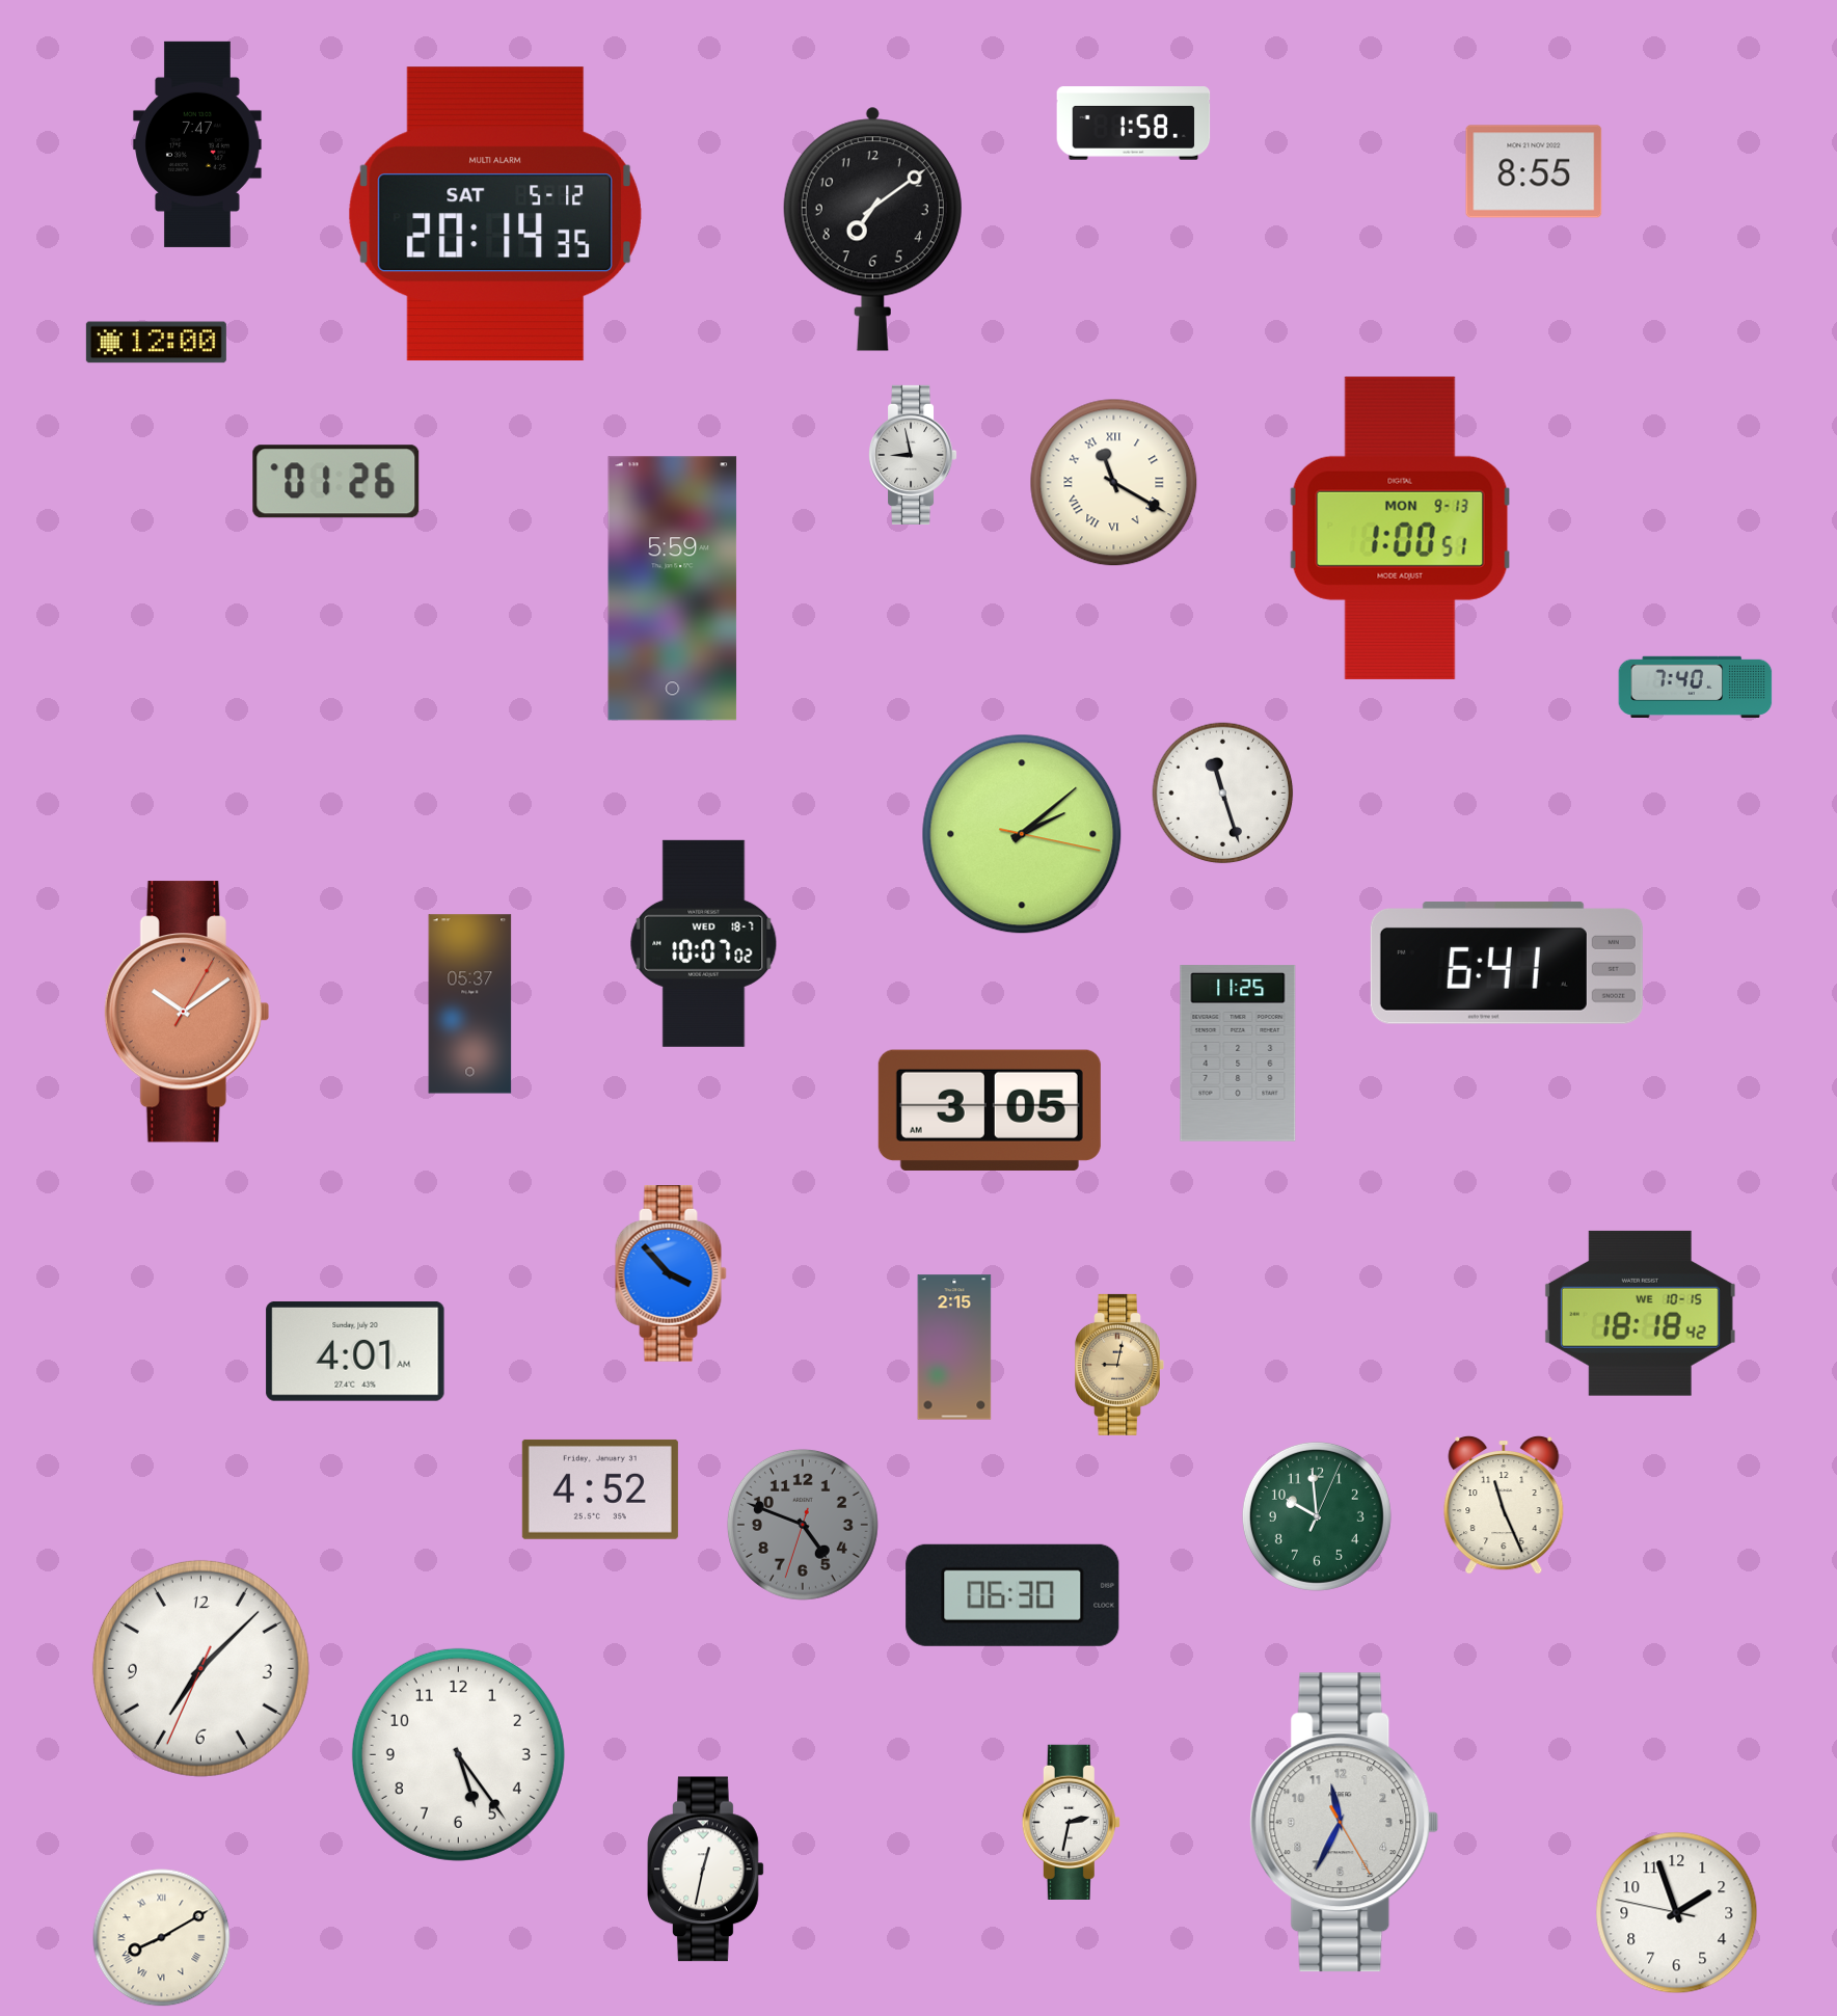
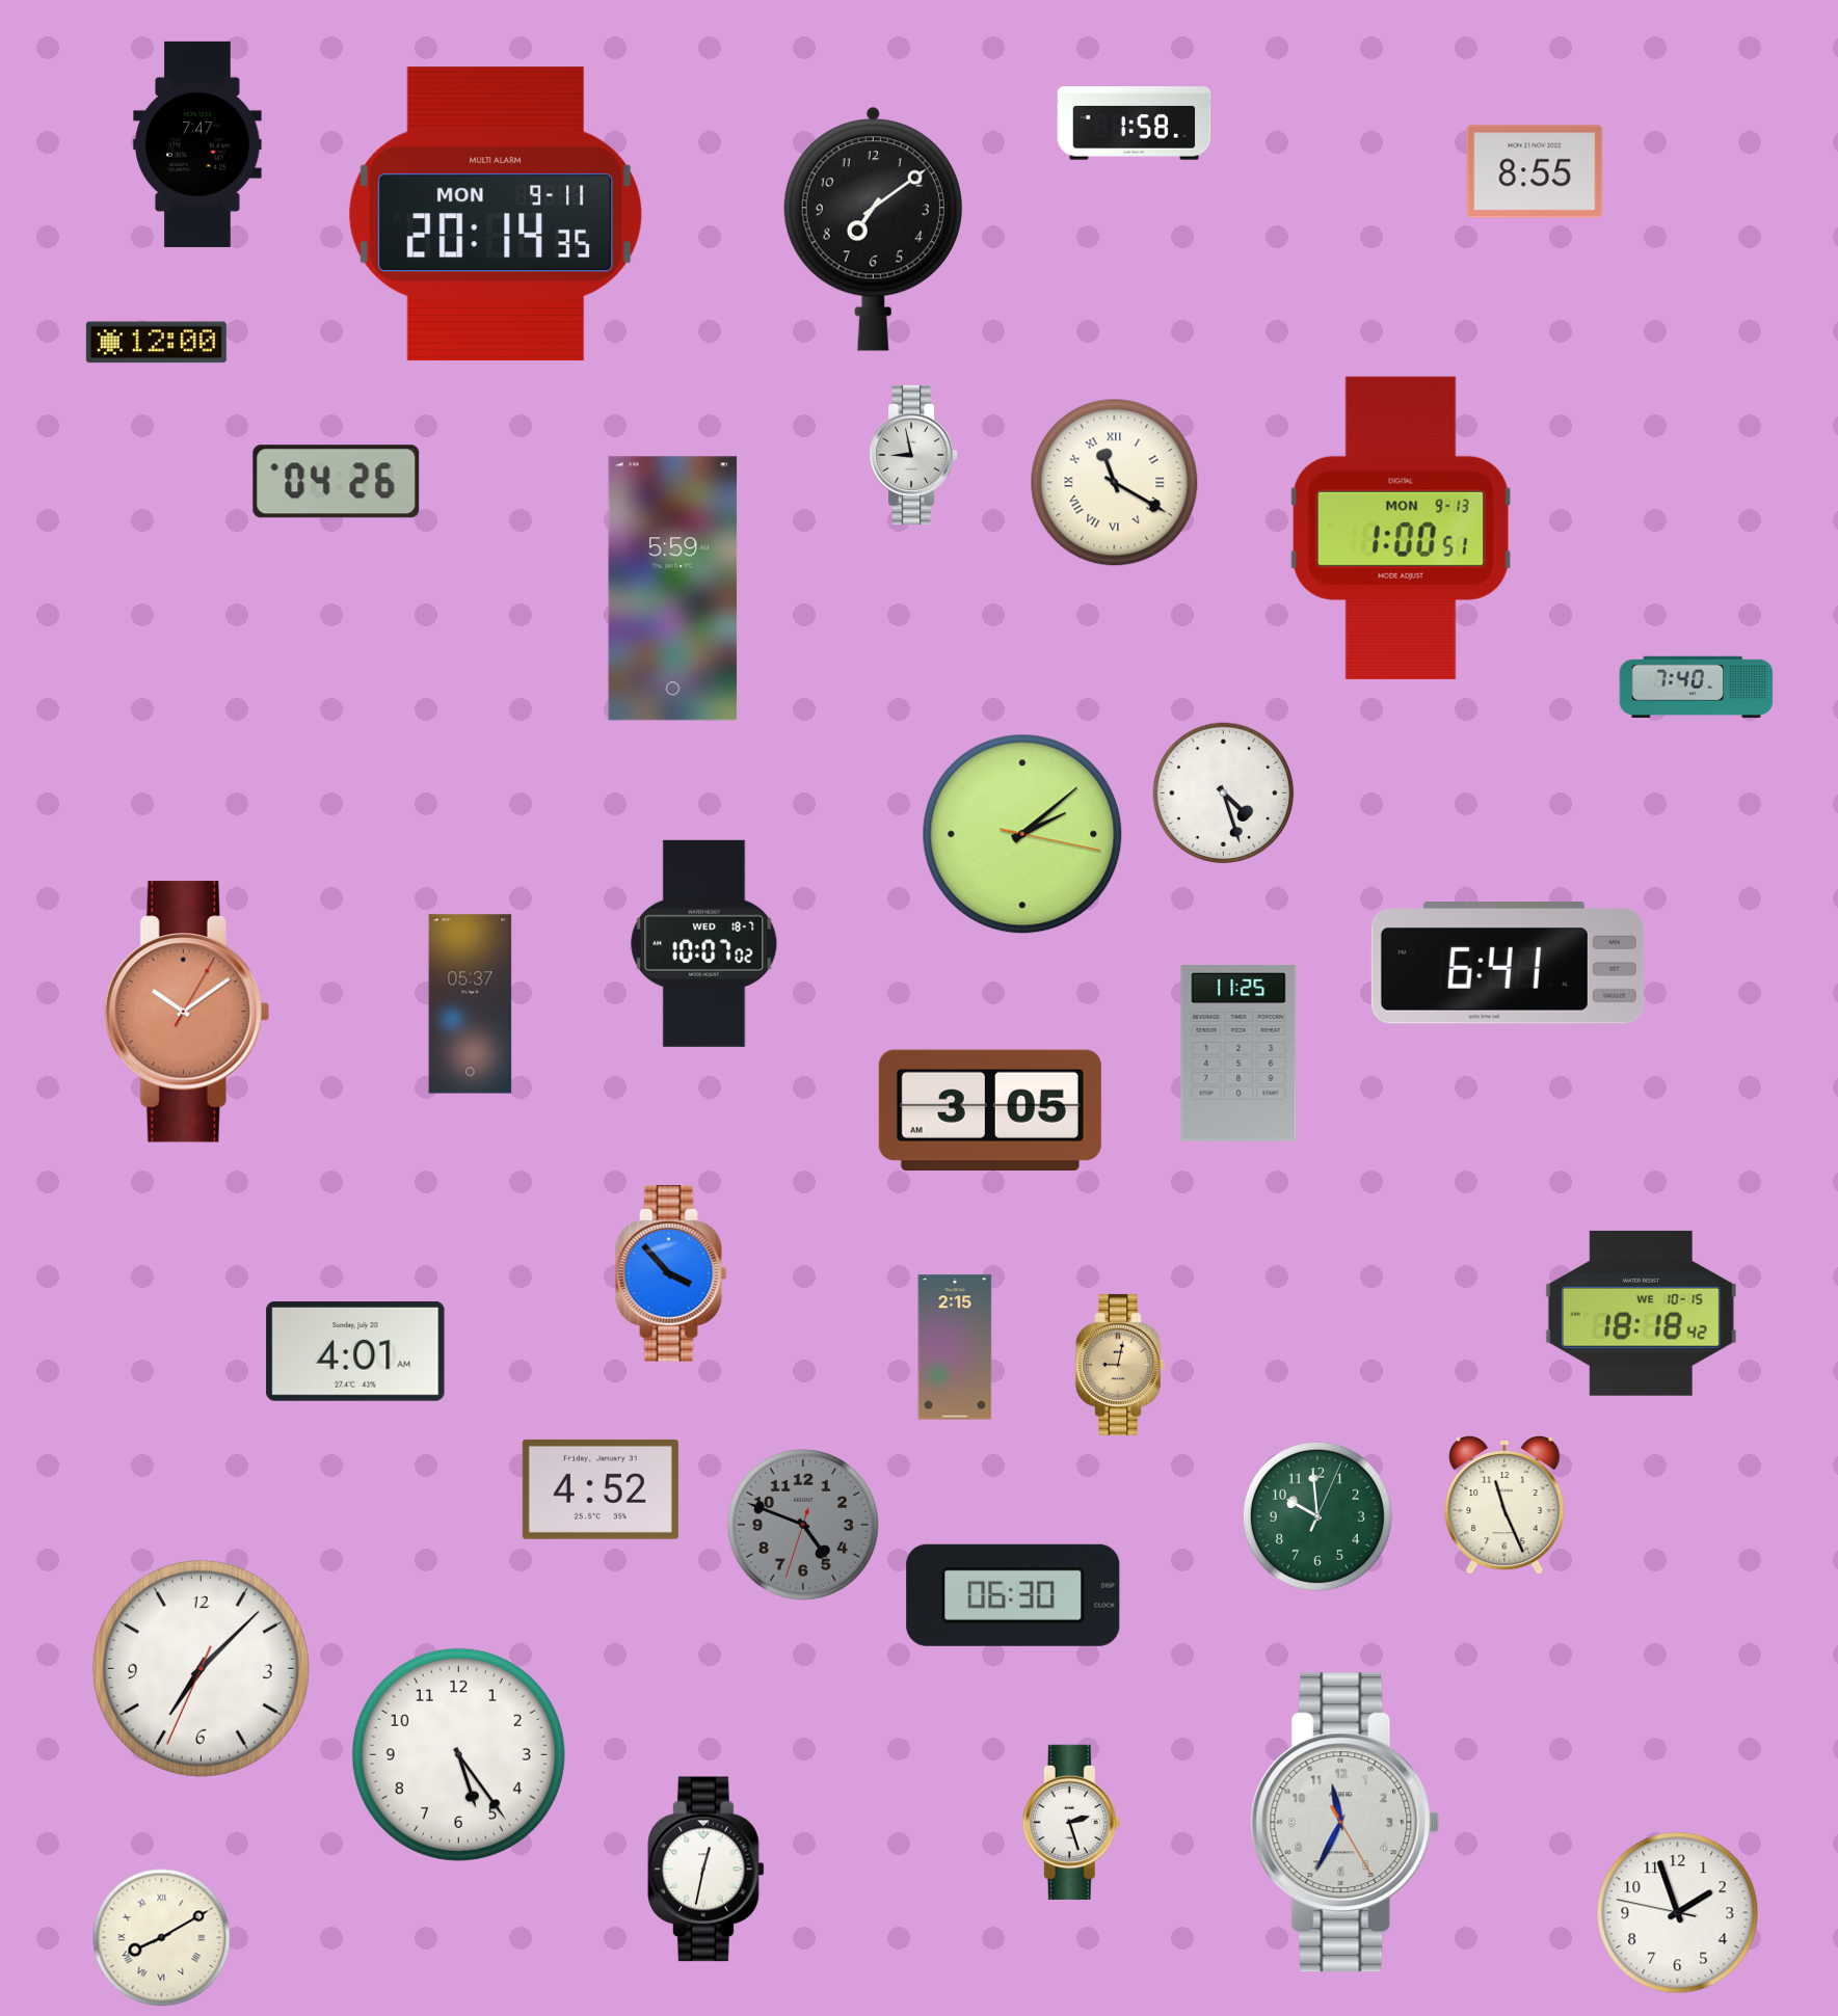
clock at (495, 214) date: SAT 5-12 -> MON 9-11
clock at (336, 482): 01:26 -> 04:26
clock at (1223, 794): 11:27 -> 4:27
clock at (1071, 1822): 2:32 -> 2:27
